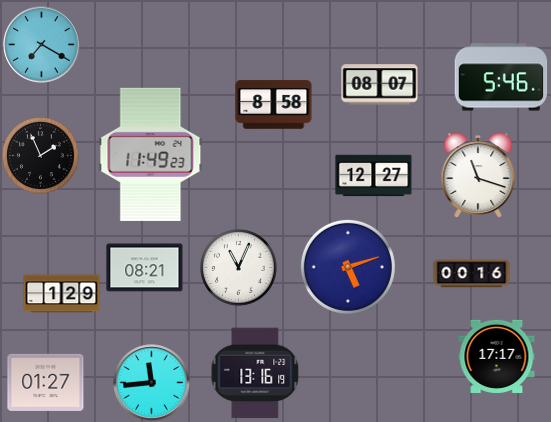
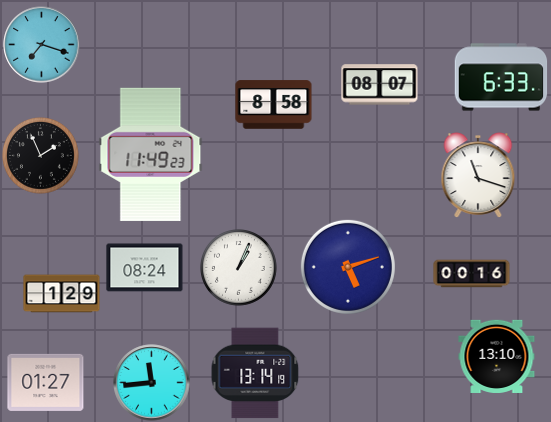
clock at (42, 45): 7:20 -> 7:18
clock at (501, 77): 5:46 -> 6:33
clock at (374, 176): 12:27 -> none
clock at (145, 268): 08:21 -> 08:24
clock at (239, 268): 11:04 -> 1:04
clock at (497, 356): 17:17 -> 13:10
clock at (255, 373): 13:16 -> 13:14
